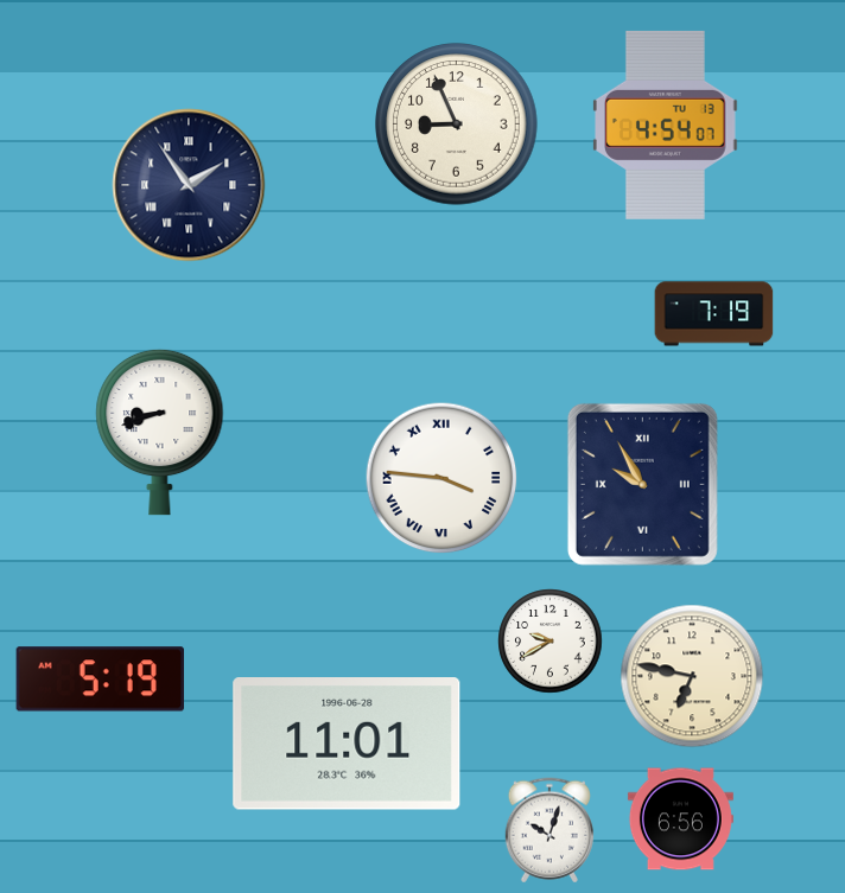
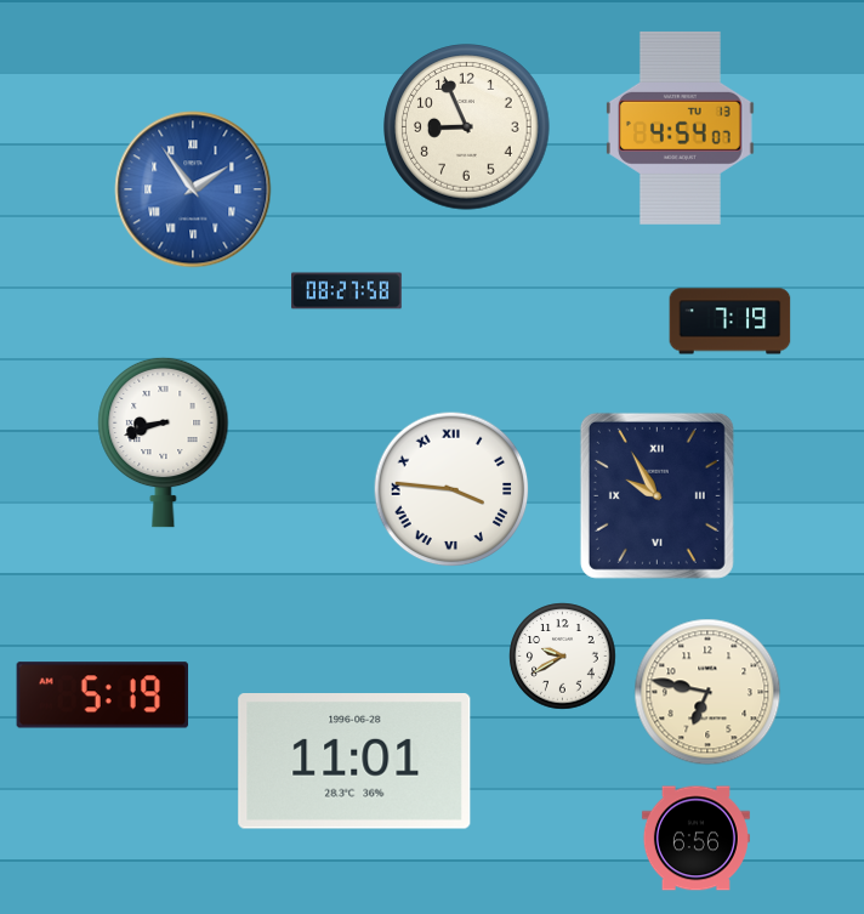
clock at (189, 185) dial: navy -> blue
clock at (347, 291): none -> 08:27
clock at (549, 830): 10:03 -> none
